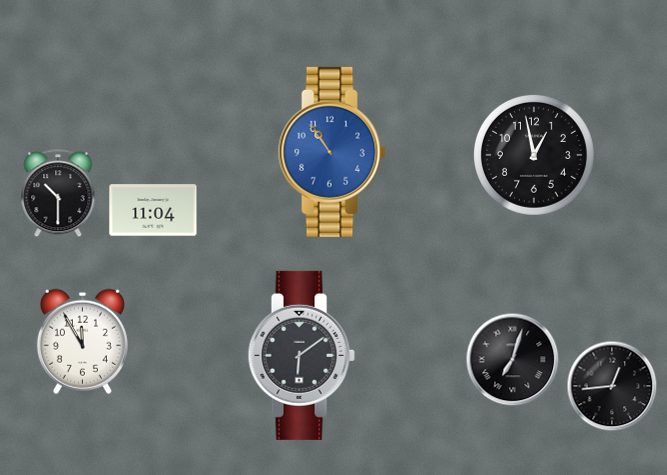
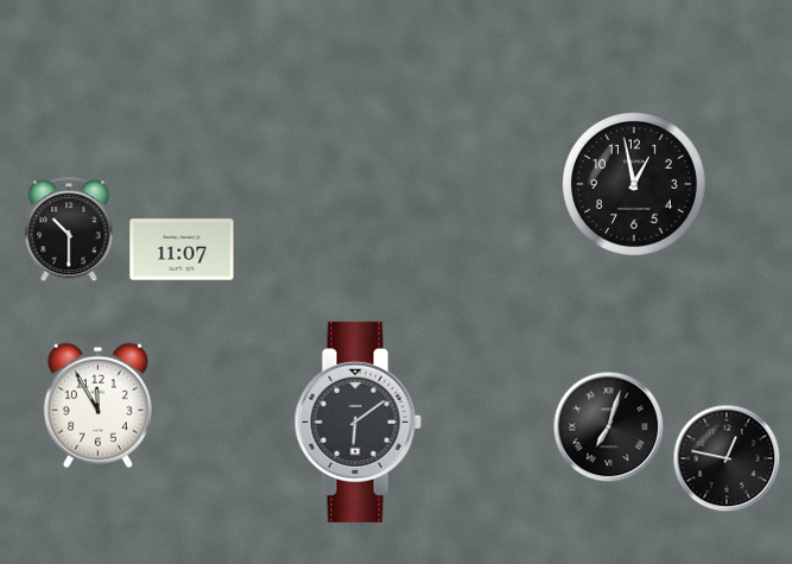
clock at (332, 152): 10:54 -> none
clock at (153, 210): 11:04 -> 11:07
clock at (612, 386): 12:44 -> 12:47
